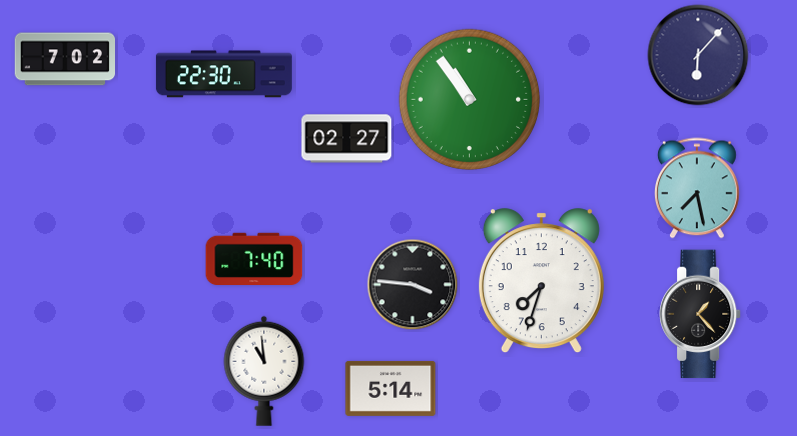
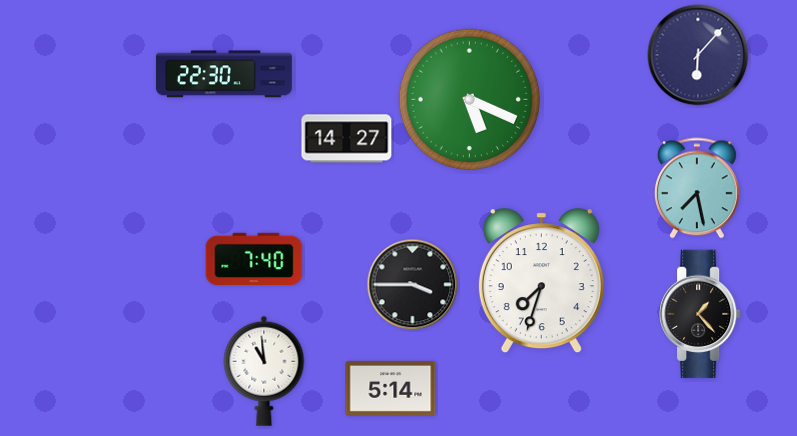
clock at (65, 59): 7:02 -> none
clock at (469, 99): 10:54 -> 5:19
clock at (347, 139): 02:27 -> 14:27
clock at (413, 285): 3:46 -> 3:45
